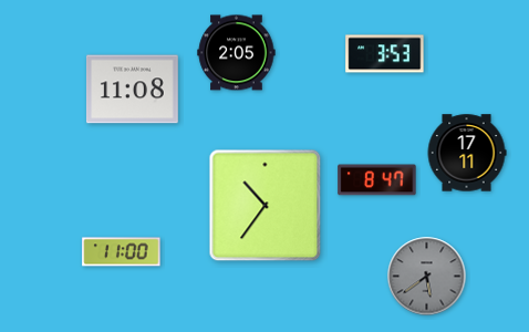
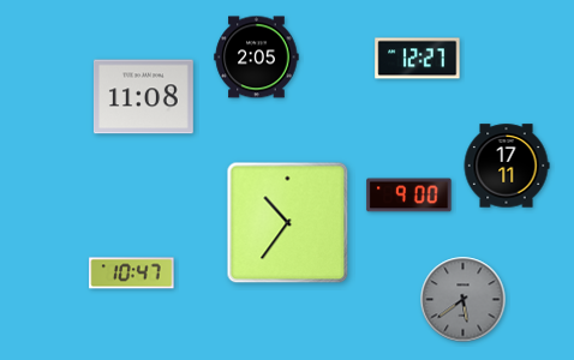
clock at (385, 54): 3:53 -> 12:27
clock at (377, 180): 8:47 -> 9:00
clock at (122, 252): 11:00 -> 10:47
